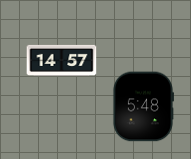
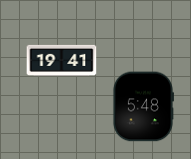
clock at (62, 60): 14:57 -> 19:41
